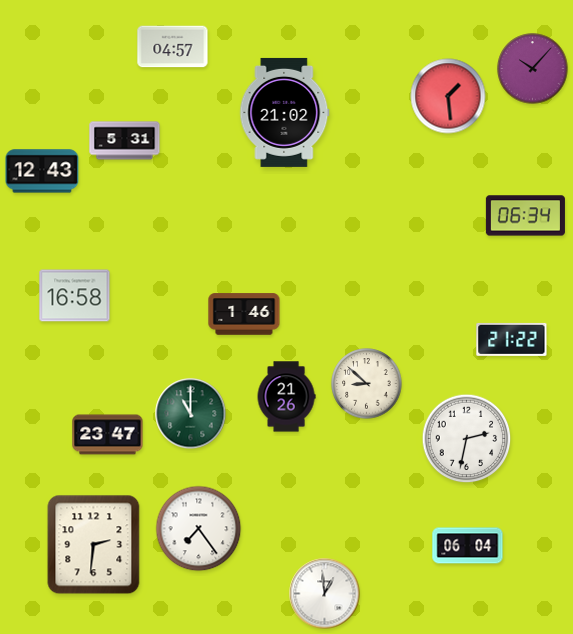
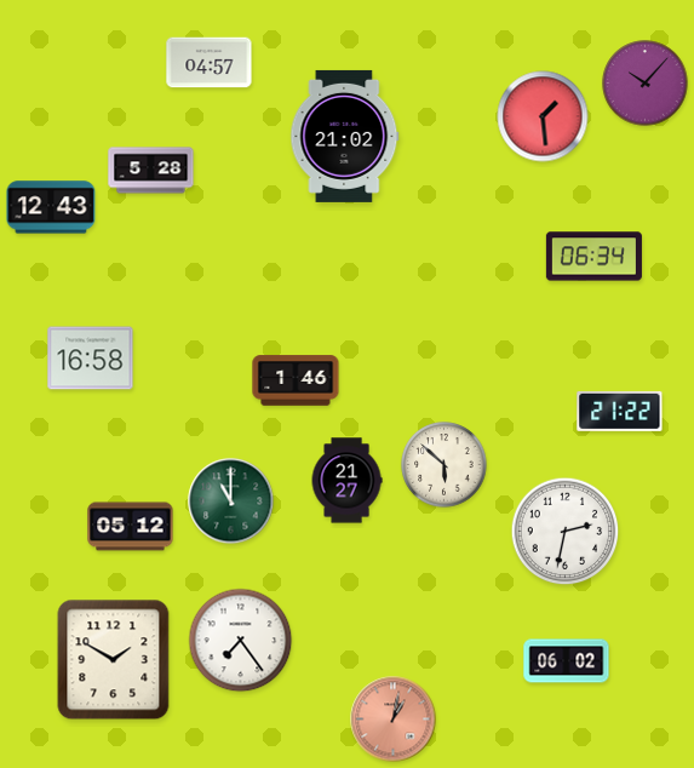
clock at (173, 47) position: (173, 47) -> (210, 63)
clock at (125, 141): 5:31 -> 5:28
clock at (525, 216) position: (525, 216) -> (593, 257)
clock at (367, 384): 8:52 -> 5:52
clock at (286, 397): 21:26 -> 21:27
clock at (108, 435): 23:47 -> 05:12
clock at (94, 545): 2:31 -> 1:50
clock at (468, 546): 06:04 -> 06:02
clock at (325, 594): 12:59 -> 1:02
clock at (325, 594) dial: white -> salmon
